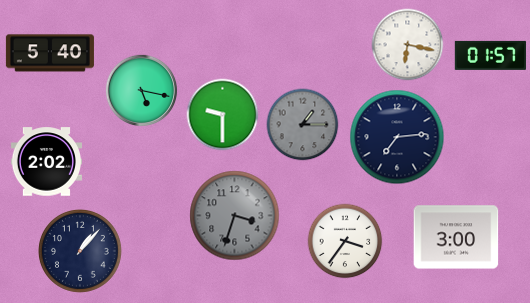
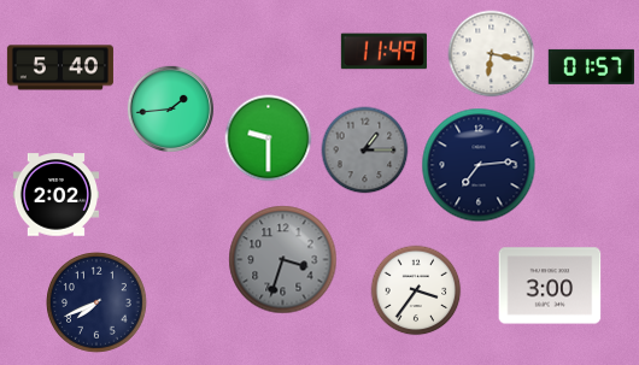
clock at (383, 52): none -> 11:49
clock at (50, 53) position: (50, 53) -> (60, 67)
clock at (141, 90): 5:17 -> 1:44
clock at (81, 252): 1:07 -> 7:41
